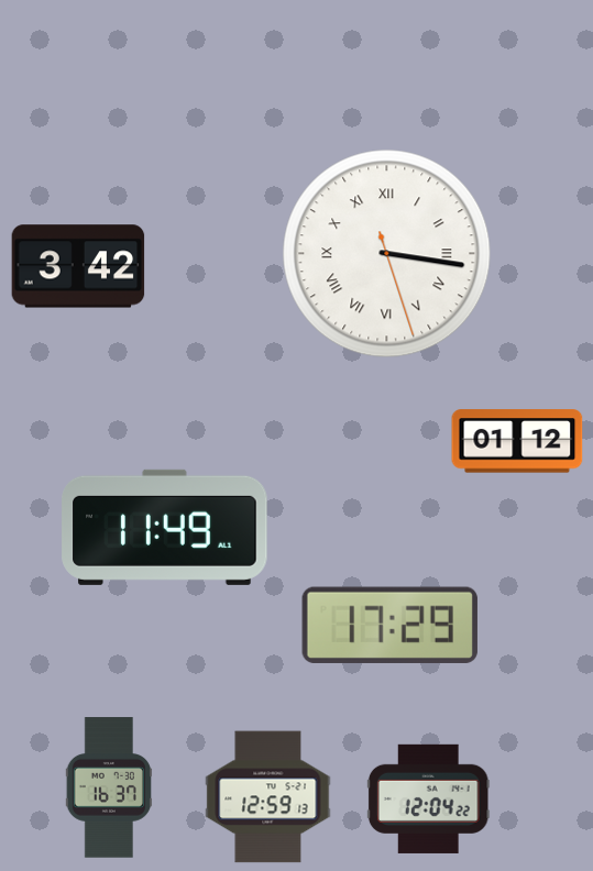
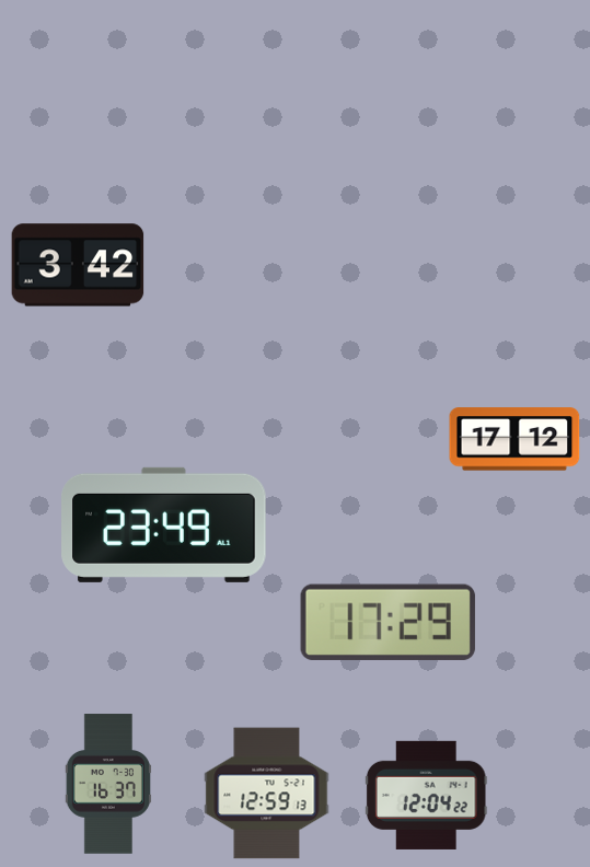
clock at (387, 254): 3:16 -> none
clock at (517, 441): 01:12 -> 17:12
clock at (165, 527): 11:49 -> 23:49
